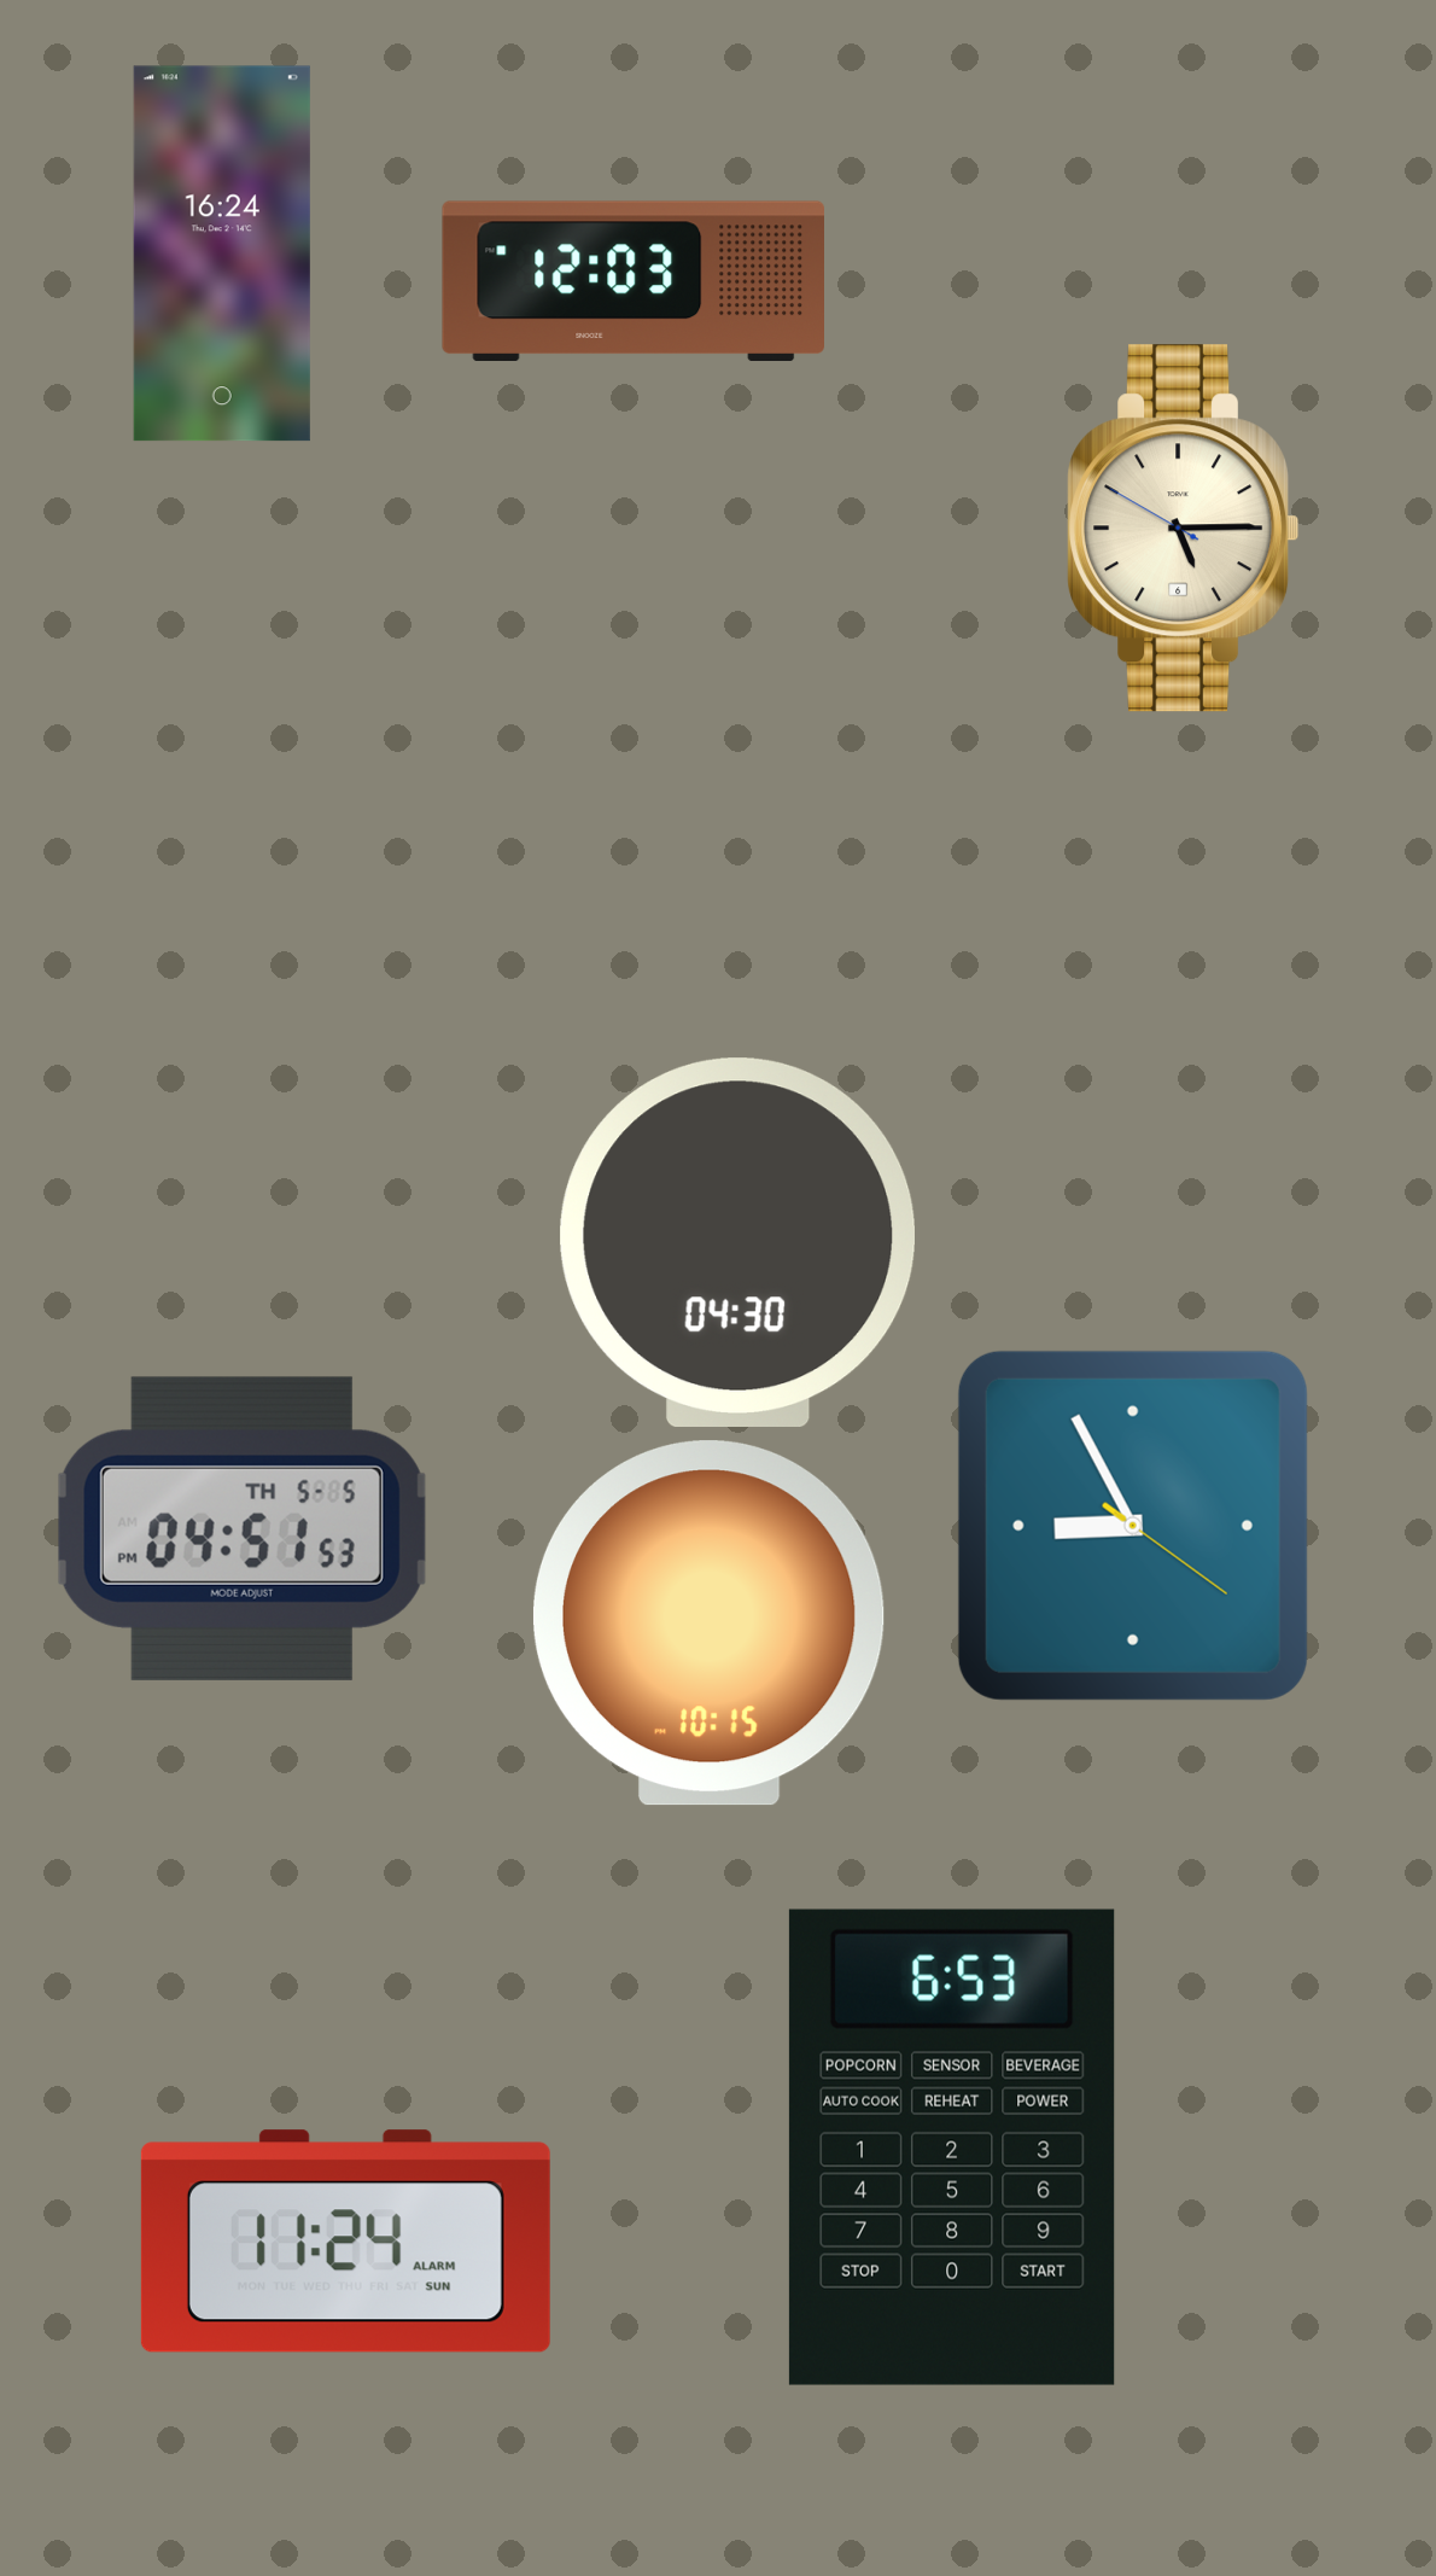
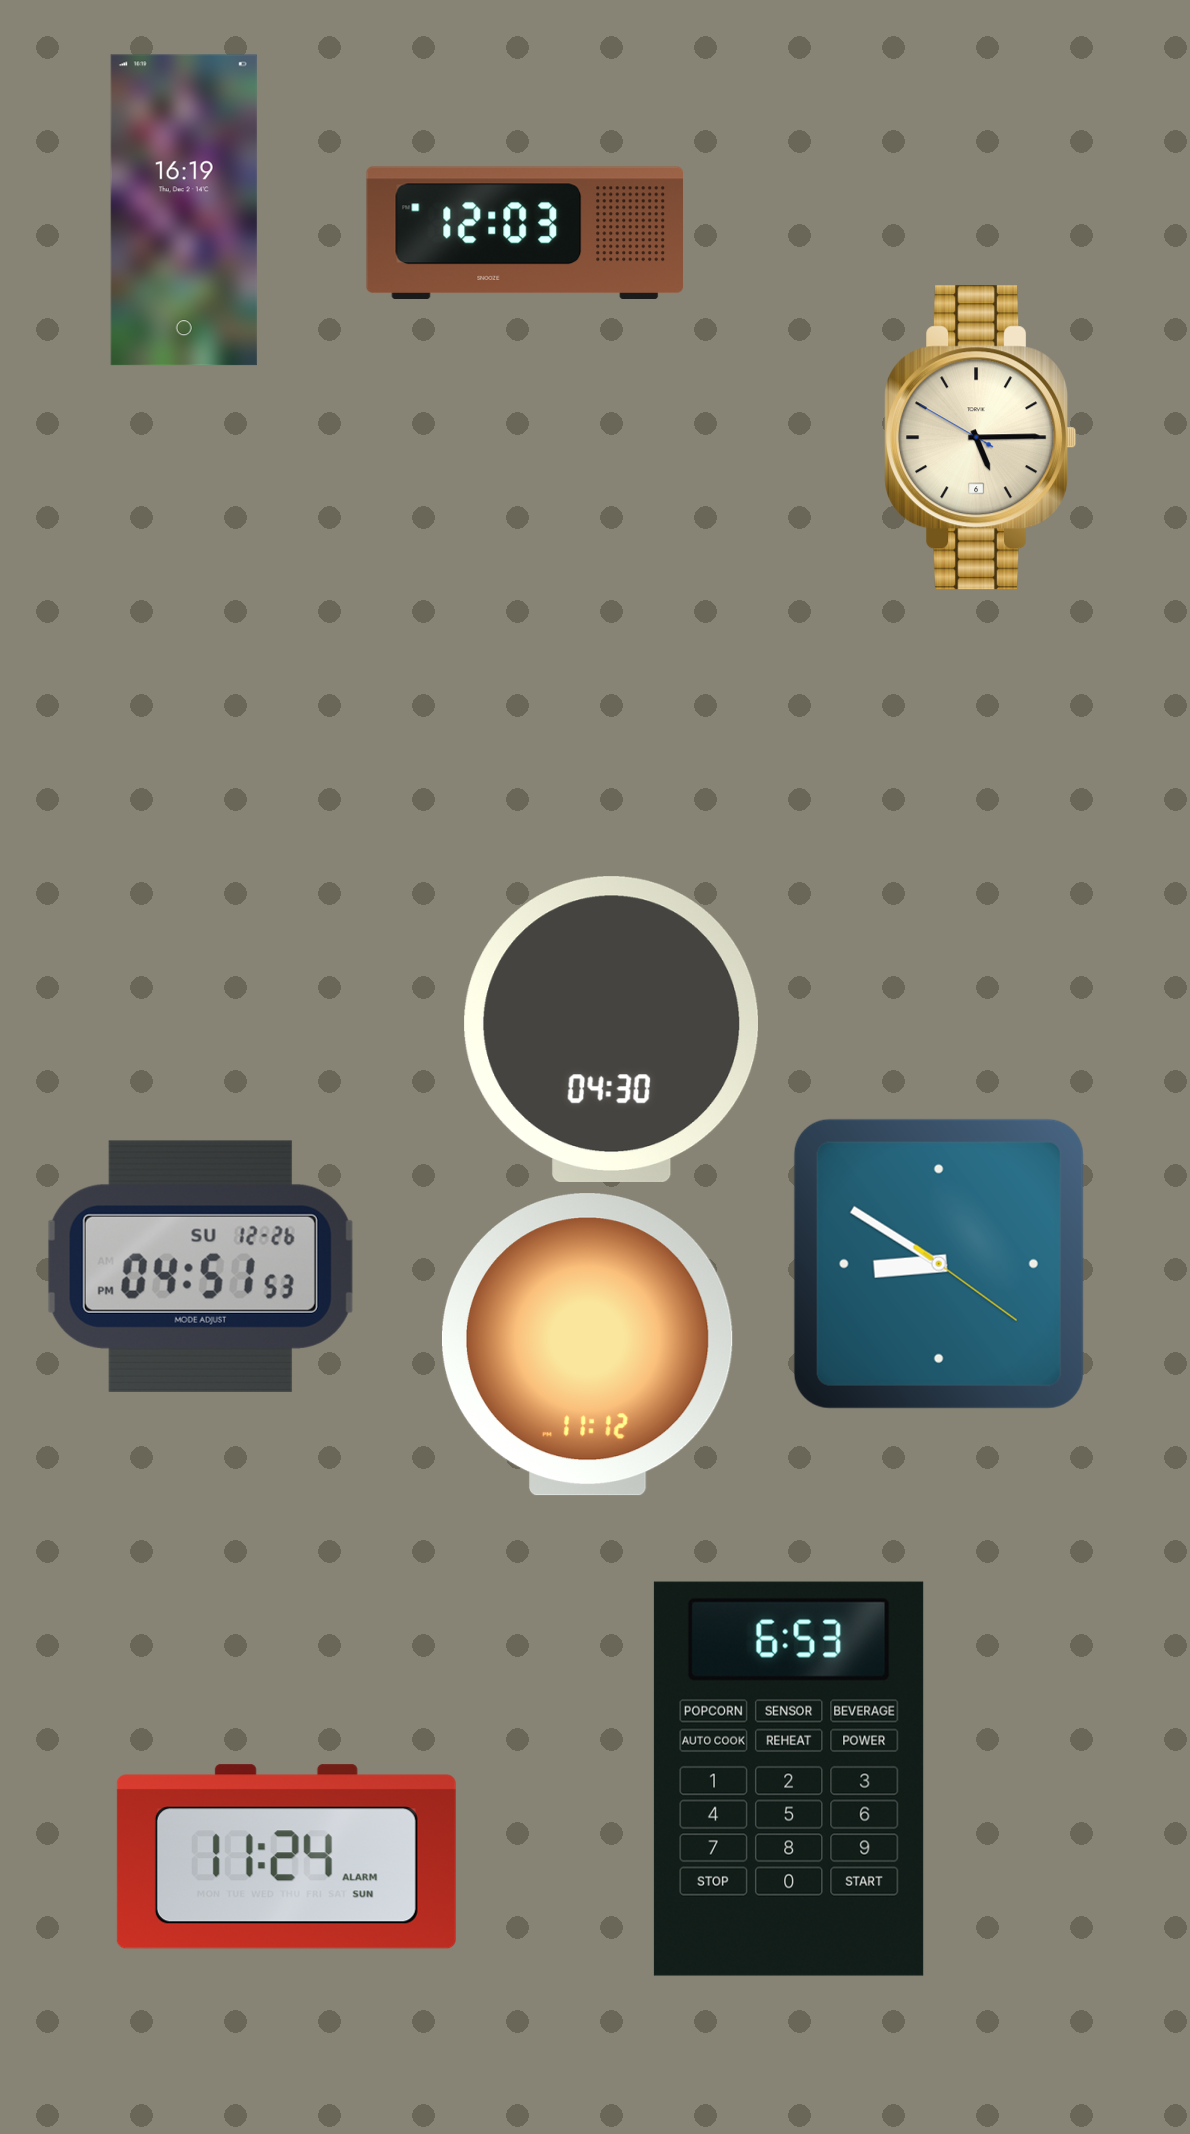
clock at (222, 253): 16:24 -> 16:19
clock at (1133, 1526): 8:55 -> 8:50
clock at (241, 1528) date: TH 5-5 -> SU 12-26
clock at (708, 1624): 10:15 -> 11:12
